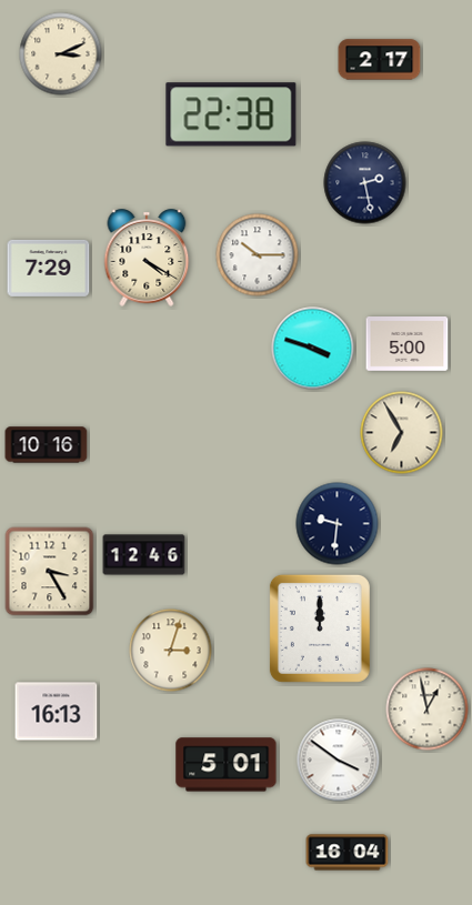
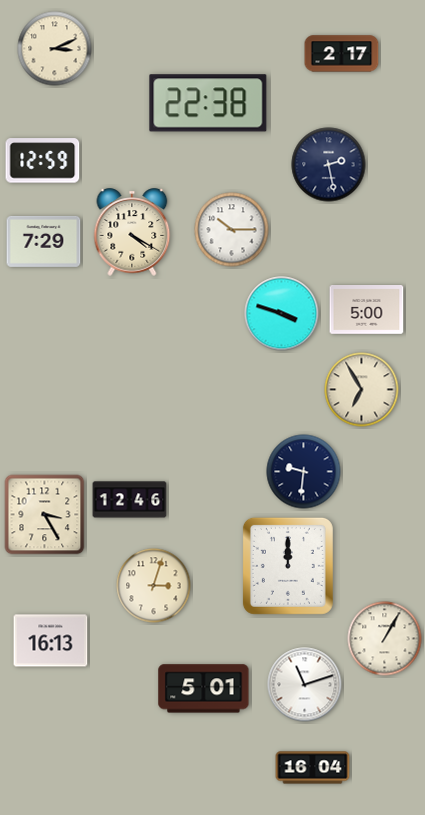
clock at (43, 161): none -> 12:59
clock at (47, 445): 10:16 -> none
clock at (428, 710): 12:58 -> 1:05
clock at (339, 761): 3:51 -> 11:12
